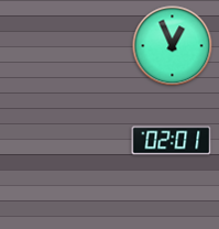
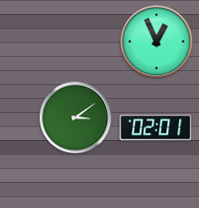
clock at (76, 118): none -> 3:09
